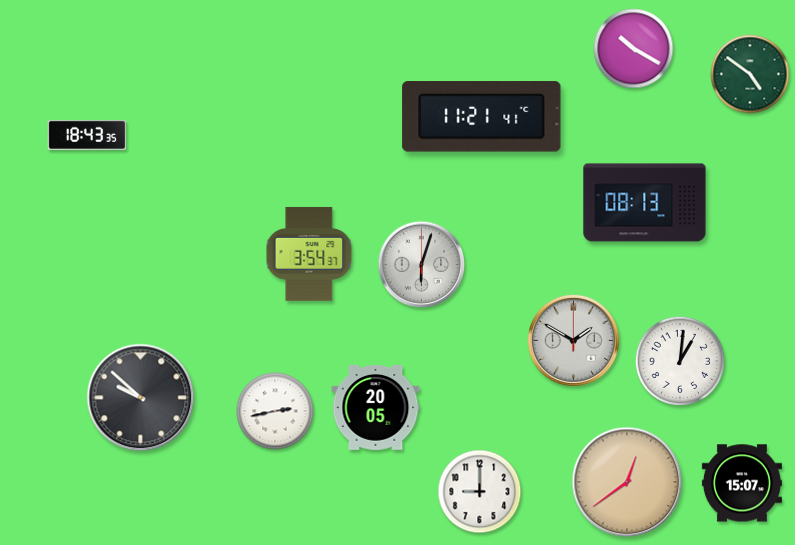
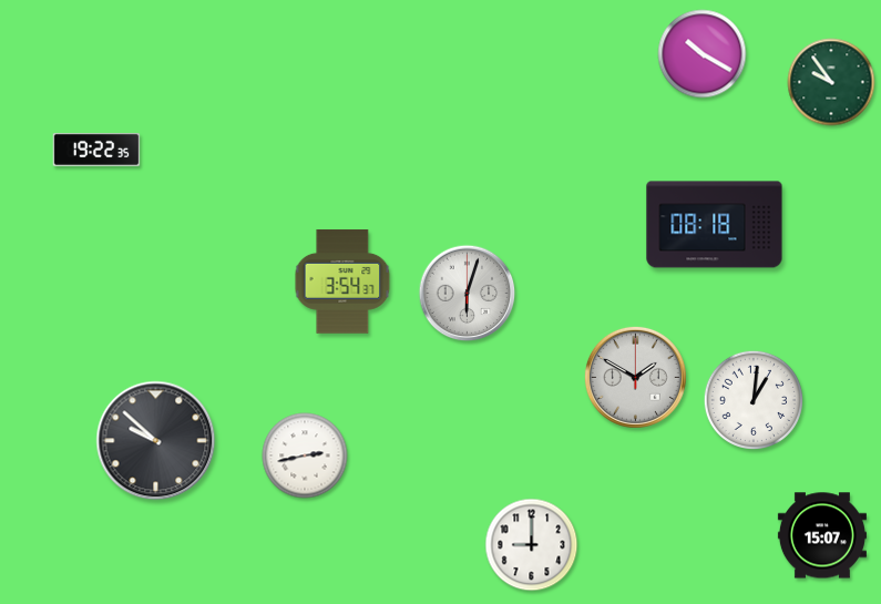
clock at (750, 74): 4:51 -> 9:54
clock at (482, 117): 11:21 -> none
clock at (87, 135): 18:43 -> 19:22
clock at (645, 203): 08:13 -> 08:18
clock at (376, 408): 20:05 -> none
clock at (627, 482): 12:39 -> none
